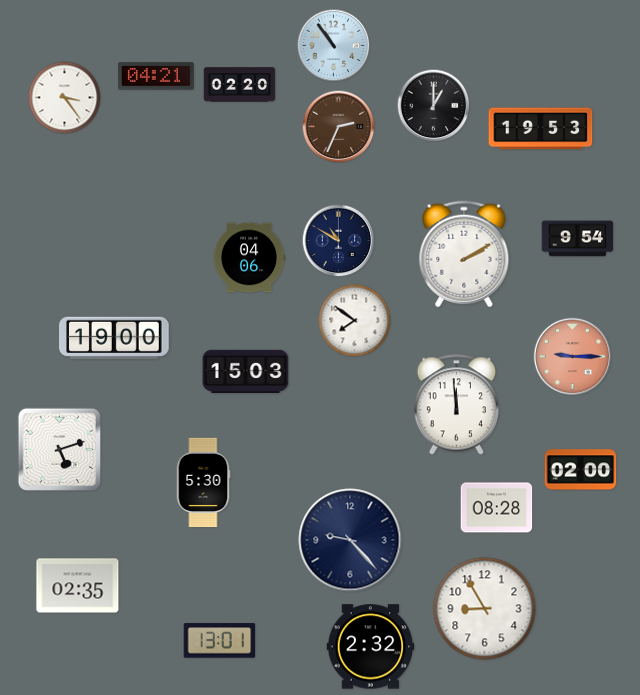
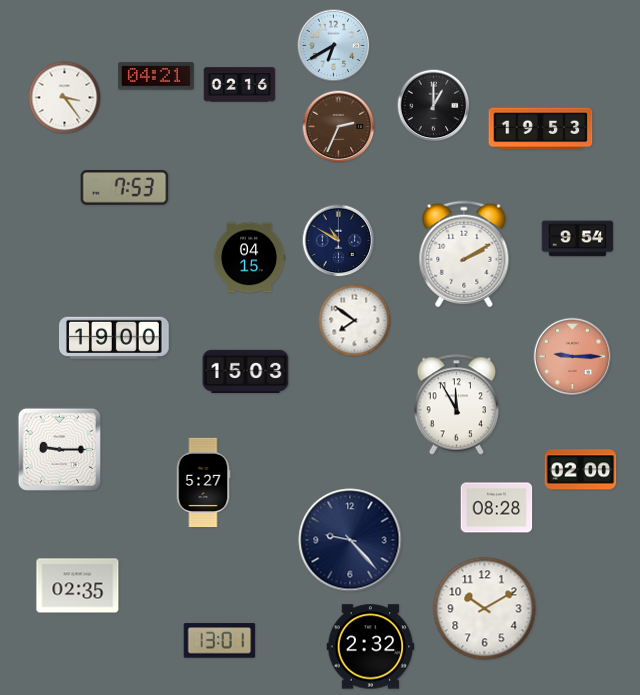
clock at (334, 46): 10:54 -> 6:40
clock at (240, 85): 02:20 -> 02:16
clock at (125, 188): none -> 7:53
clock at (249, 258): 04:06 -> 04:15
clock at (456, 405): 11:59 -> 11:55
clock at (59, 449): 5:12 -> 9:15
clock at (203, 483): 5:30 -> 5:27
clock at (485, 609): 8:55 -> 10:10
